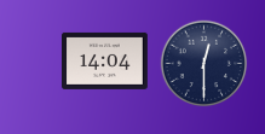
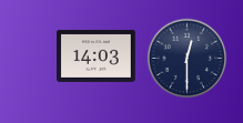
clock at (105, 60): 14:04 -> 14:03
